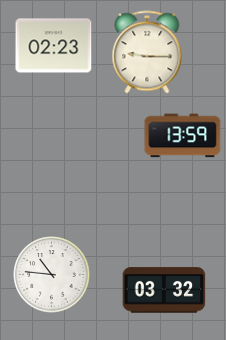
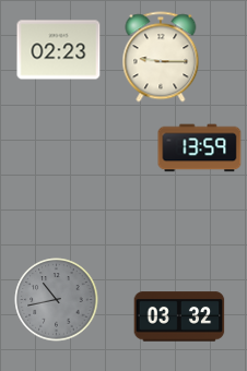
clock at (52, 275): 10:46 -> 10:43
clock at (52, 275) dial: white -> grey
